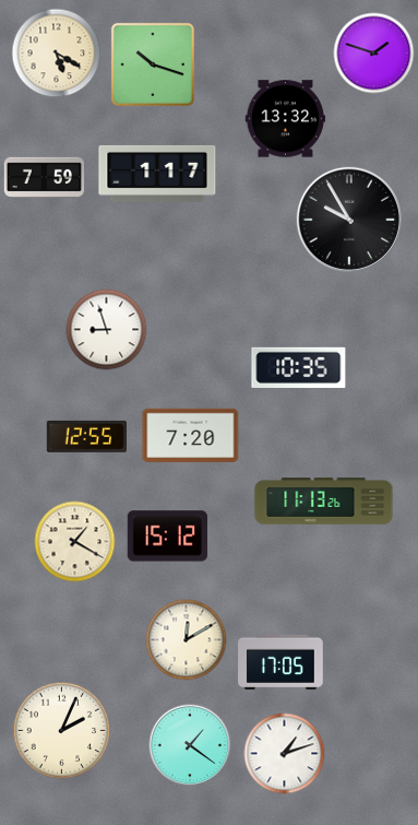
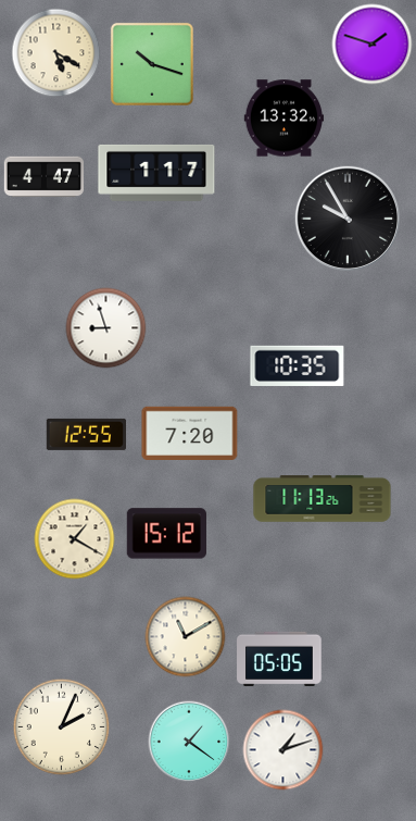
clock at (374, 54) position: (374, 54) -> (373, 45)
clock at (44, 178): 7:59 -> 4:47
clock at (187, 640): 12:10 -> 11:10
clock at (280, 661): 17:05 -> 05:05
